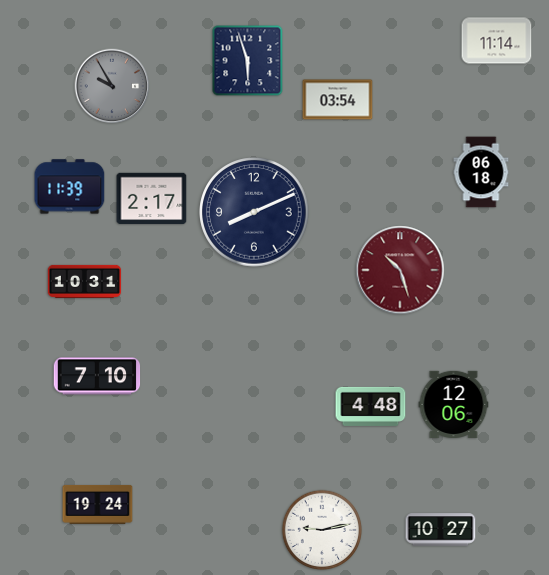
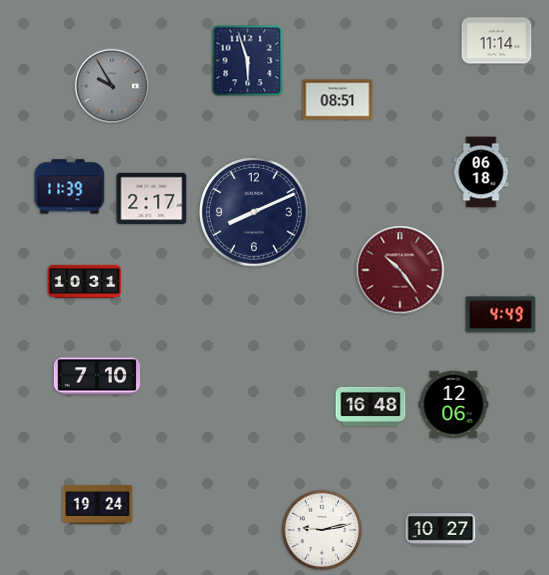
clock at (338, 100): 03:54 -> 08:51
clock at (400, 270): 10:27 -> 10:24
clock at (501, 315): none -> 4:49
clock at (371, 406): 4:48 -> 16:48
